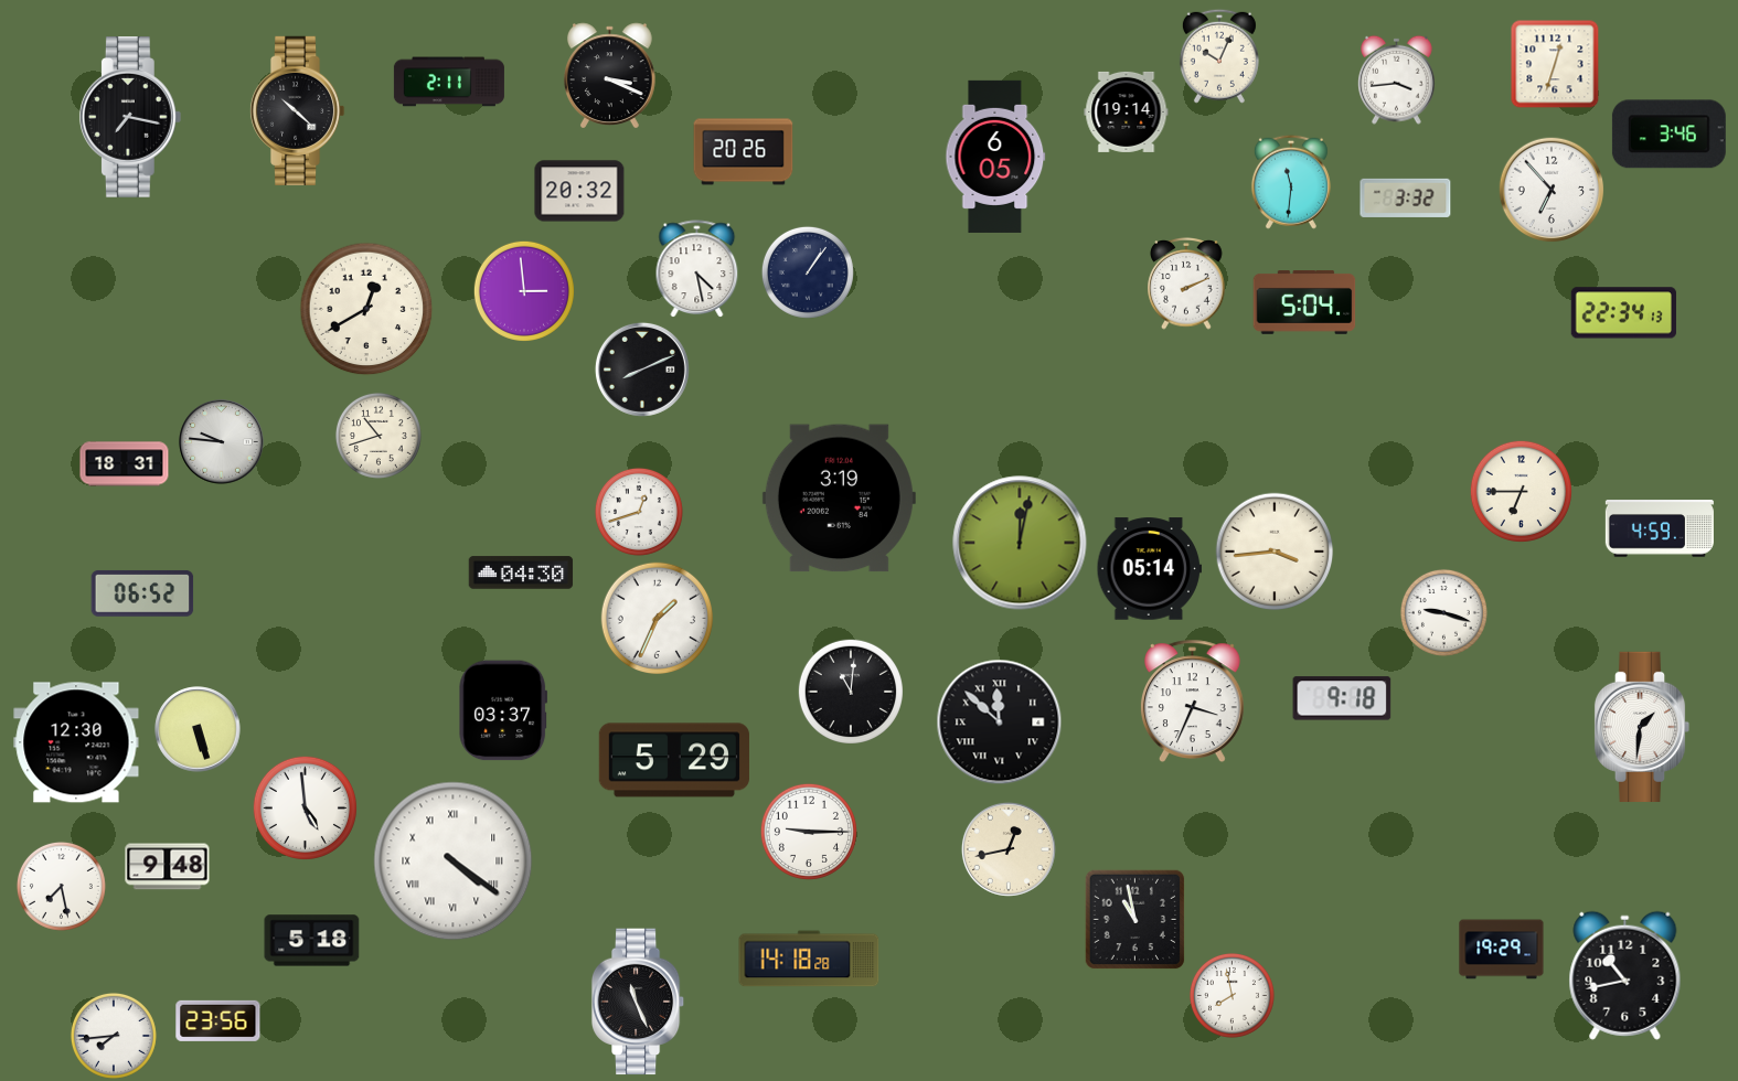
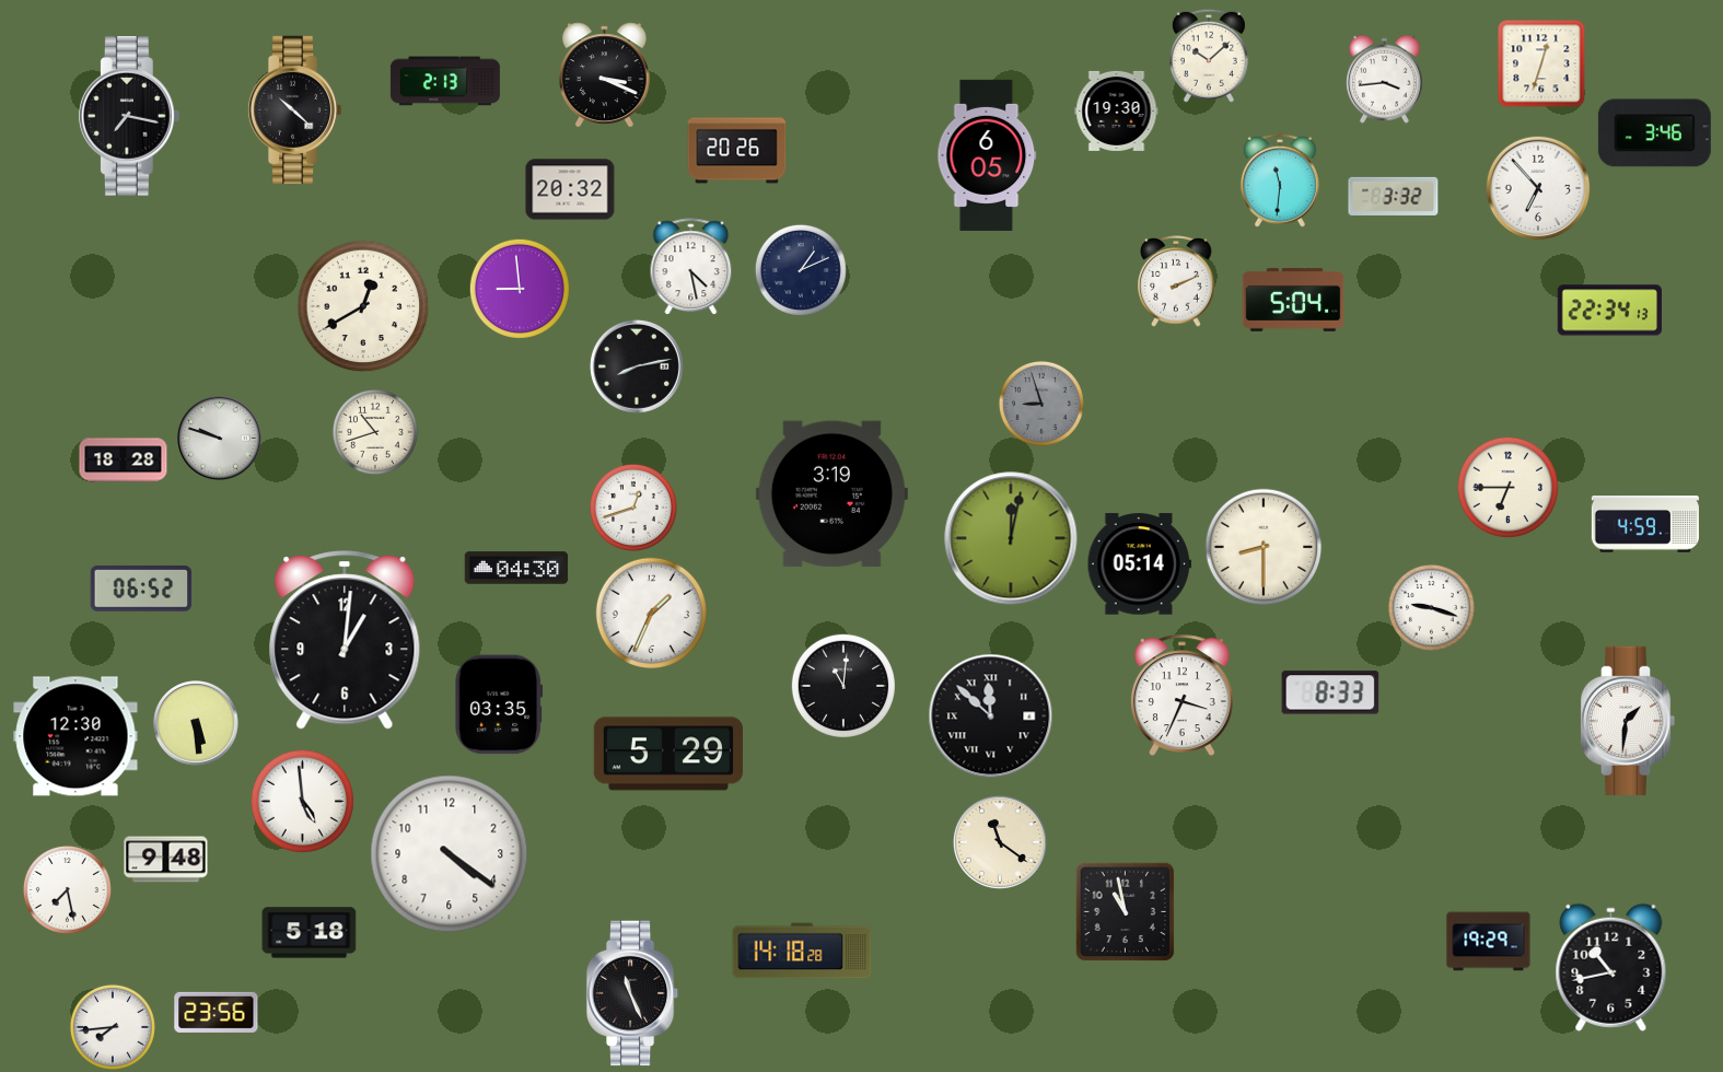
clock at (1219, 56): 10:04 -> 10:08
clock at (449, 82): 2:11 -> 2:13
clock at (1127, 111): 19:14 -> 19:30
clock at (579, 191) position: (579, 191) -> (570, 189)
clock at (808, 272): 1:06 -> 1:11
clock at (524, 291): 2:59 -> 8:59
clock at (642, 370): 8:11 -> 8:13
clock at (1041, 404): none -> 8:57
clock at (222, 442): 9:46 -> 9:48
clock at (125, 464): 18:31 -> 18:28
clock at (1275, 552): 3:44 -> 8:30
clock at (345, 640): none -> 1:01
clock at (1342, 698): 9:18 -> 8:33
clock at (503, 710): 03:37 -> 03:35
clock at (198, 729): 5:27 -> 5:29
clock at (809, 832): 9:15 -> none
clock at (1009, 849): 12:43 -> 11:21
clock at (454, 861) numerals: Roman -> Arabic
clock at (61, 886) position: (61, 886) -> (67, 889)
clock at (1231, 995): 7:58 -> none
